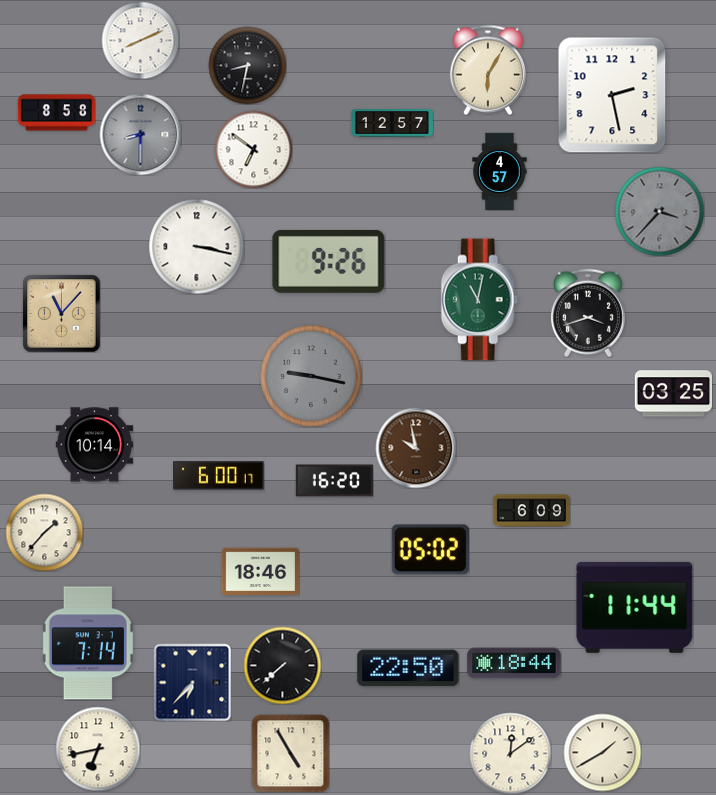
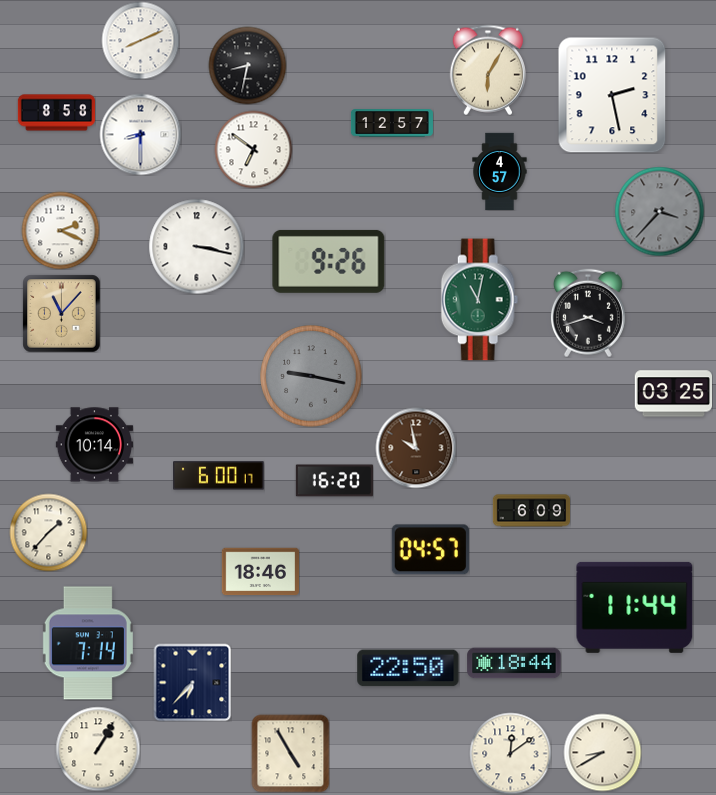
clock at (140, 134) dial: grey -> white
clock at (60, 230): none -> 2:19
clock at (44, 532) position: (44, 532) -> (48, 532)
clock at (430, 550): 05:02 -> 04:57
clock at (282, 665): 7:38 -> none
clock at (98, 749): 6:43 -> 1:05
clock at (602, 752): 1:40 -> 8:40
